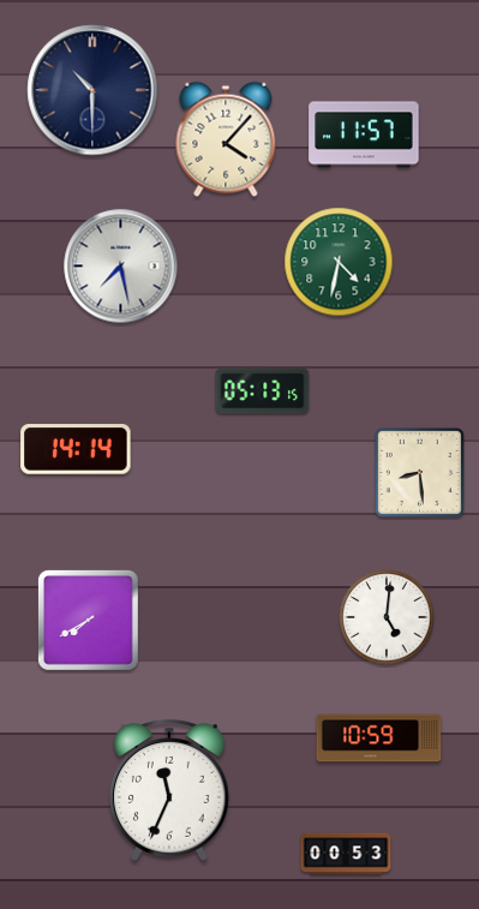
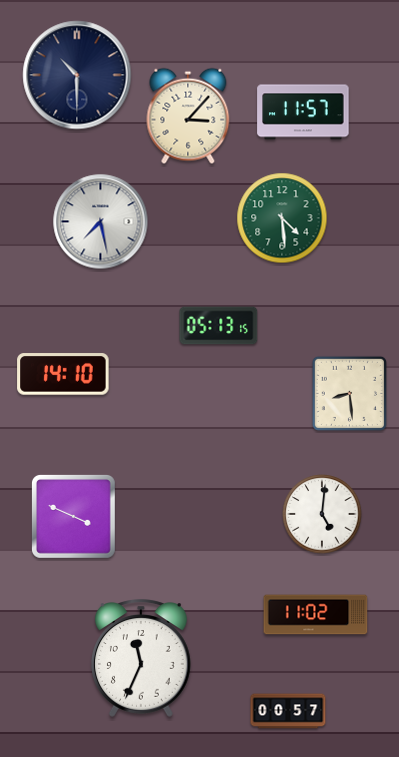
clock at (226, 139): 4:07 -> 3:07
clock at (339, 262): 4:32 -> 4:29
clock at (76, 449): 14:14 -> 14:10
clock at (88, 620): 7:40 -> 3:49
clock at (379, 738): 10:59 -> 11:02
clock at (346, 854): 00:53 -> 00:57
